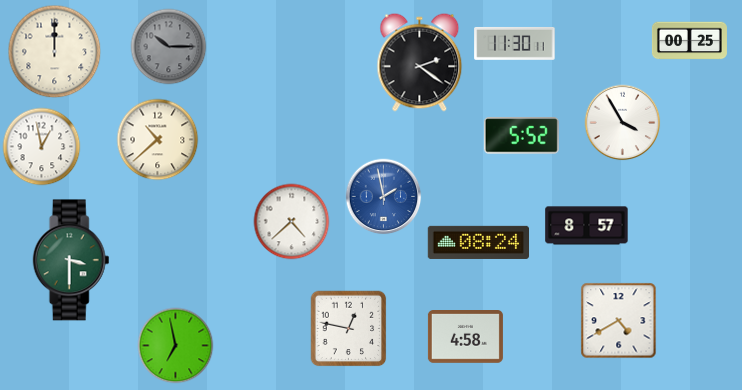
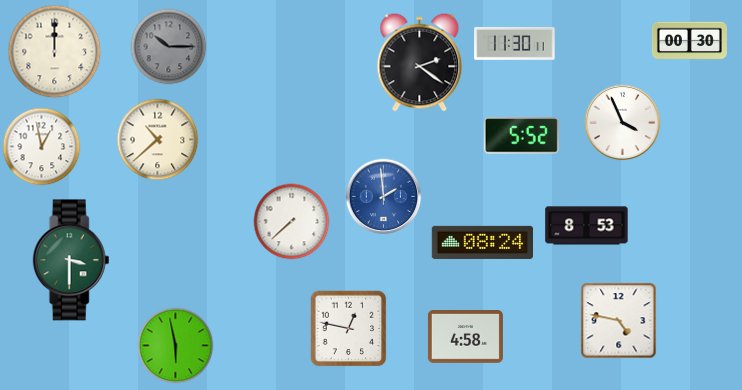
clock at (689, 41): 00:25 -> 00:30
clock at (623, 123): 3:55 -> 3:56
clock at (384, 197): 1:58 -> 1:59
clock at (292, 222): 4:38 -> 7:38
clock at (587, 226): 8:57 -> 8:53
clock at (478, 242) position: (478, 242) -> (482, 242)
clock at (619, 321): 4:40 -> 4:47
clock at (176, 346): 6:58 -> 5:58
